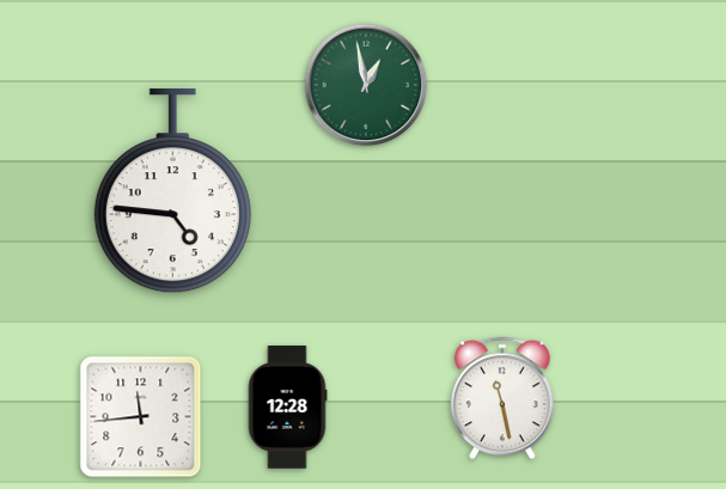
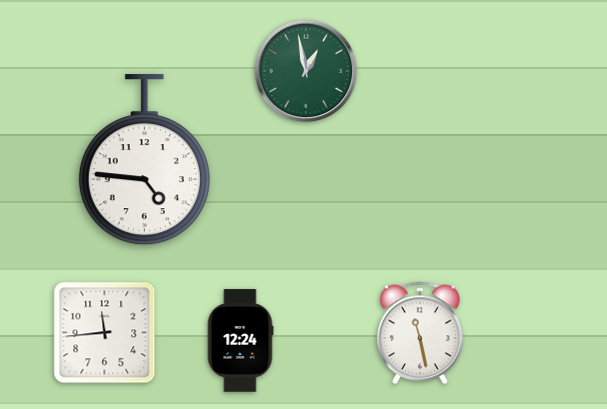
clock at (287, 408): 12:28 -> 12:24
clock at (141, 417) position: (141, 417) -> (105, 333)
